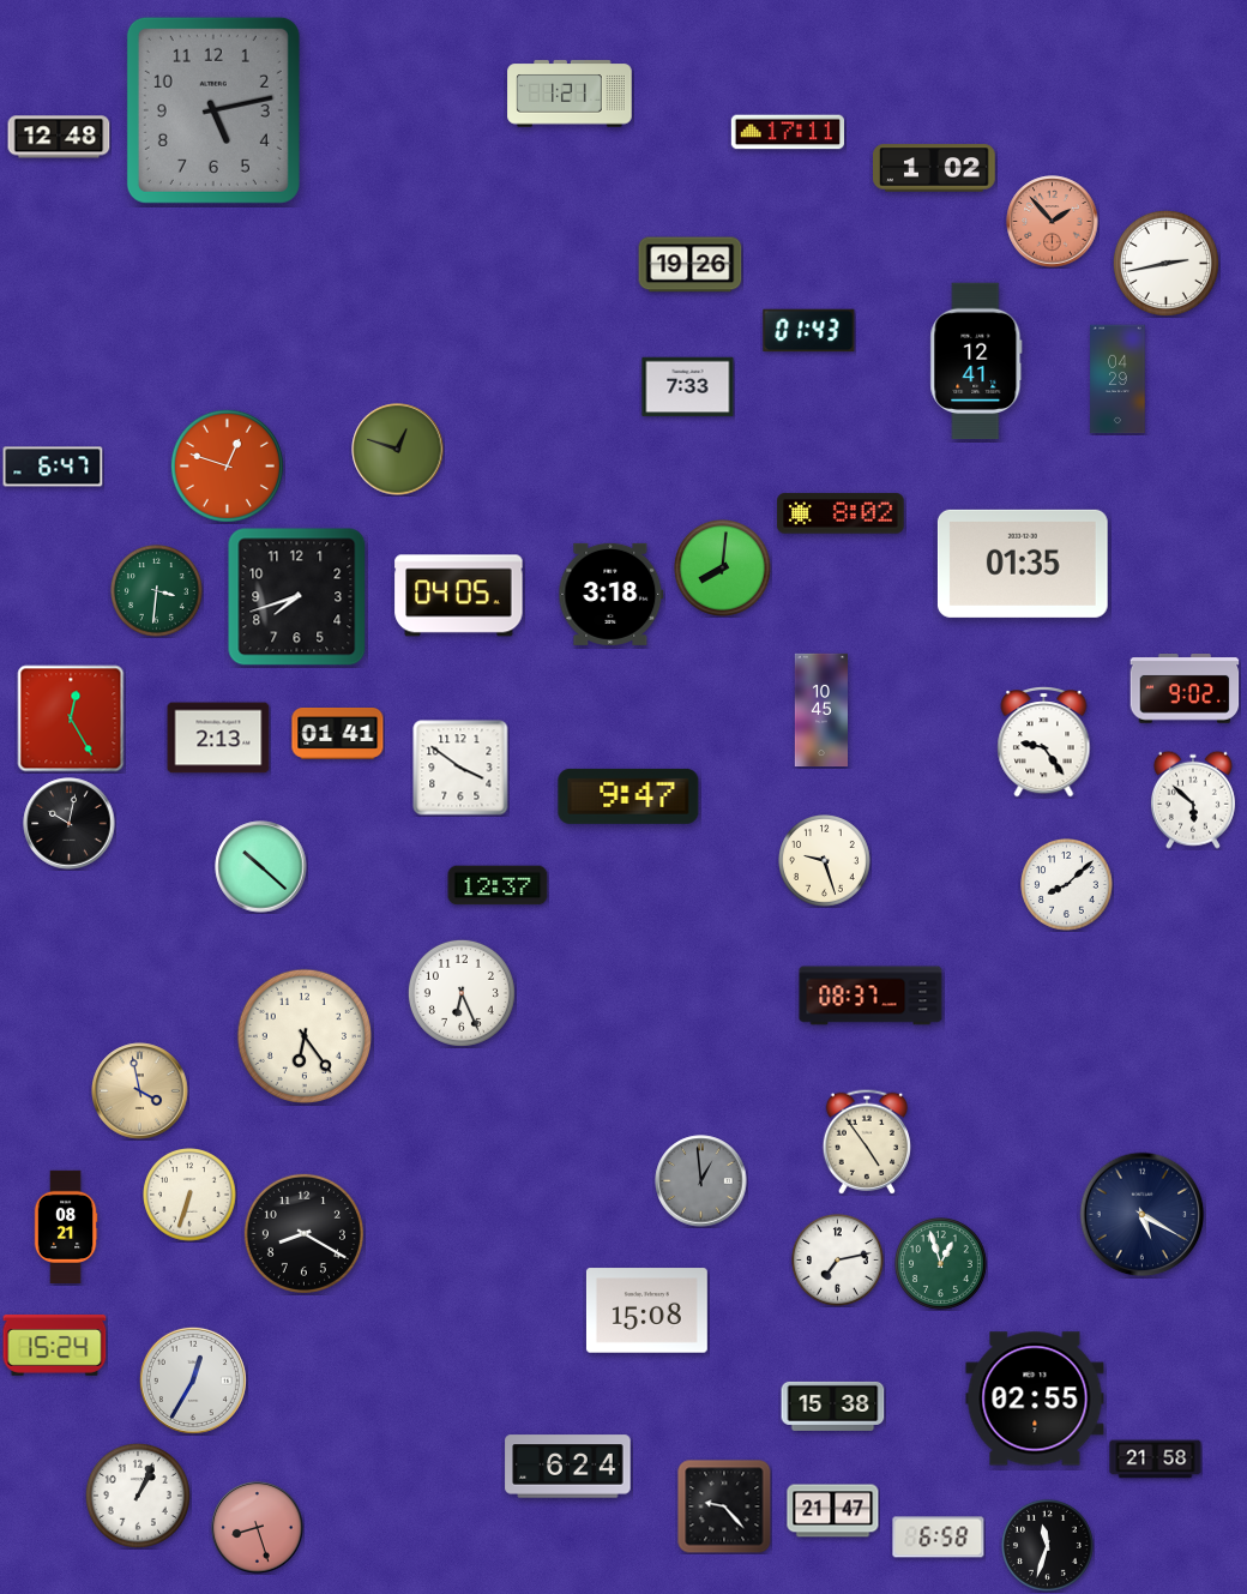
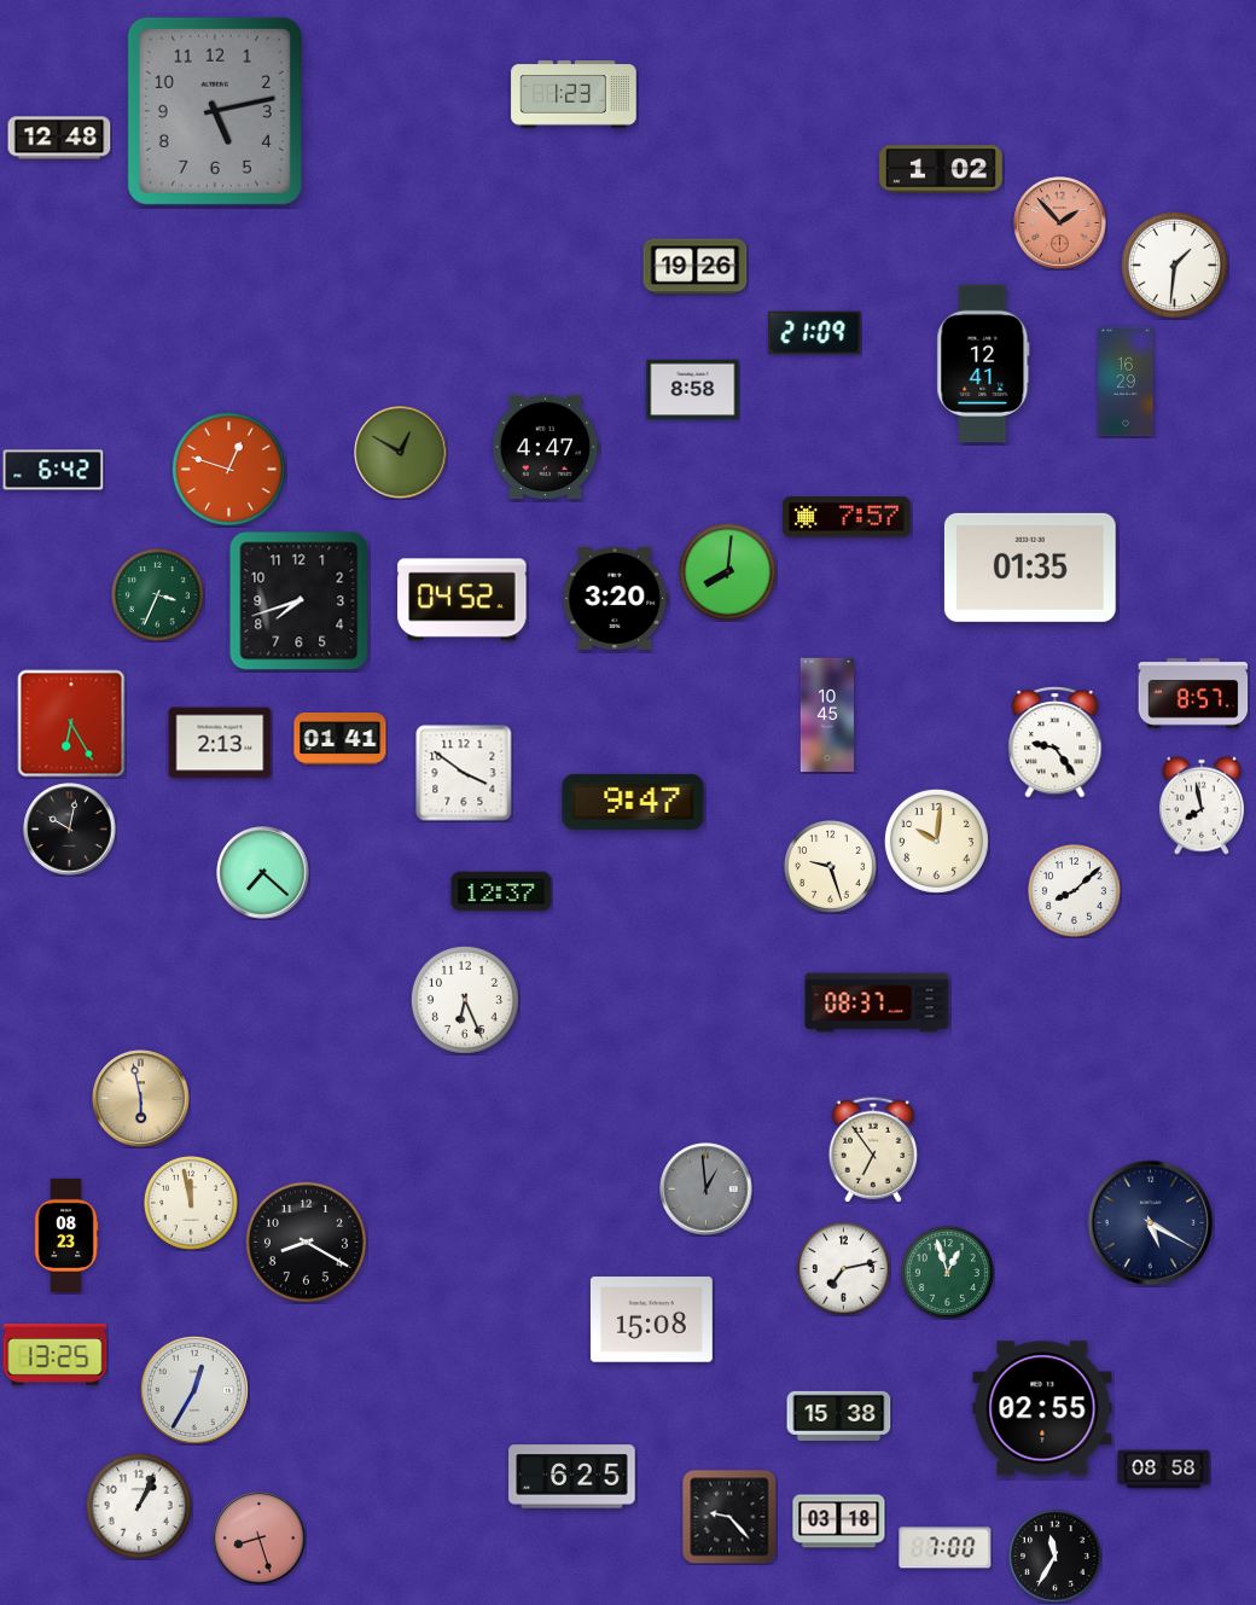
clock at (570, 94): 1:21 -> 1:23
clock at (787, 132): 17:11 -> none
clock at (1165, 263): 2:43 -> 1:31
clock at (809, 331): 01:43 -> 21:09
clock at (1118, 379): 04:29 -> 16:29
clock at (688, 387): 7:33 -> 8:58
clock at (546, 447): none -> 4:47
clock at (398, 450): 12:48 -> 12:50
clock at (53, 467): 6:47 -> 6:42
clock at (841, 513): 8:02 -> 7:57
clock at (157, 591): 3:31 -> 3:34
clock at (612, 594): 3:18 -> 3:20
clock at (459, 596): 04:05 -> 04:52
clock at (1185, 690): 9:02 -> 8:57
clock at (71, 718): 12:25 -> 6:25
clock at (1044, 742) position: (1044, 742) -> (1056, 743)
clock at (1193, 800): 5:52 -> 7:58
clock at (936, 841): none -> 10:01
clock at (261, 867): 10:22 -> 7:22
clock at (303, 1035): 6:24 -> none
clock at (140, 1091): 3:58 -> 5:58
clock at (867, 1142): 4:54 -> 6:54
clock at (191, 1196): 6:33 -> 11:58
clock at (66, 1227): 08:21 -> 08:23
clock at (55, 1346): 15:24 -> 13:25
clock at (1156, 1460): 21:58 -> 08:58
clock at (568, 1467): 6:24 -> 6:25
clock at (833, 1511): 21:47 -> 03:18
clock at (939, 1538): 6:58 -> 7:00
clock at (1048, 1546): 11:33 -> 11:35
